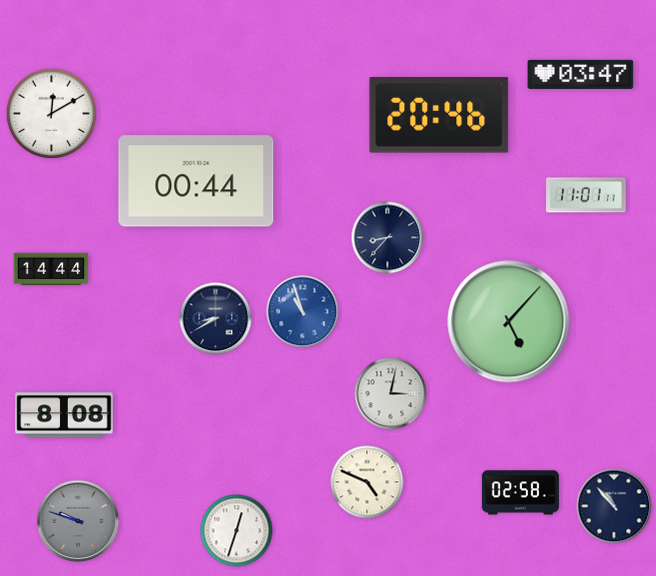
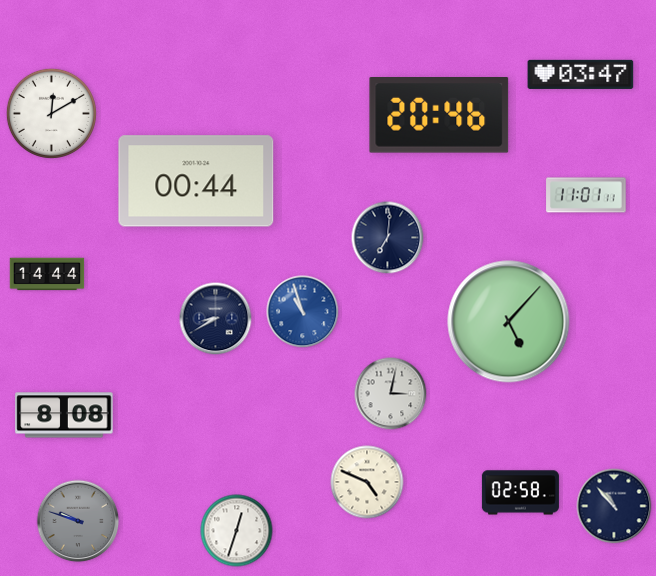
clock at (388, 238): 8:37 -> 7:01
clock at (51, 269) position: (51, 269) -> (47, 274)
